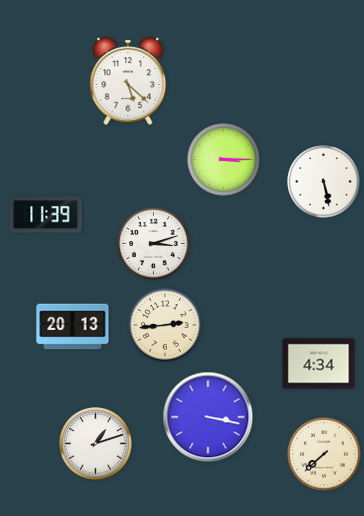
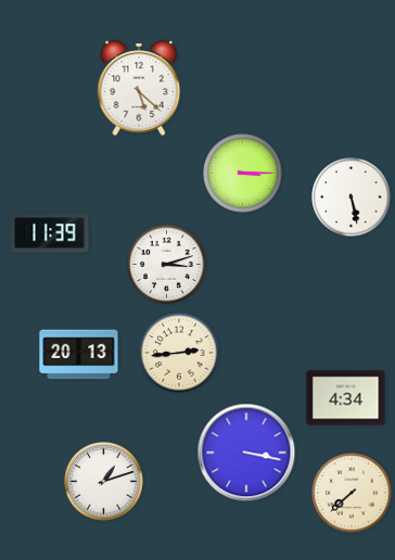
clock at (319, 364) position: (319, 364) -> (346, 398)
clock at (208, 417) position: (208, 417) -> (246, 453)
